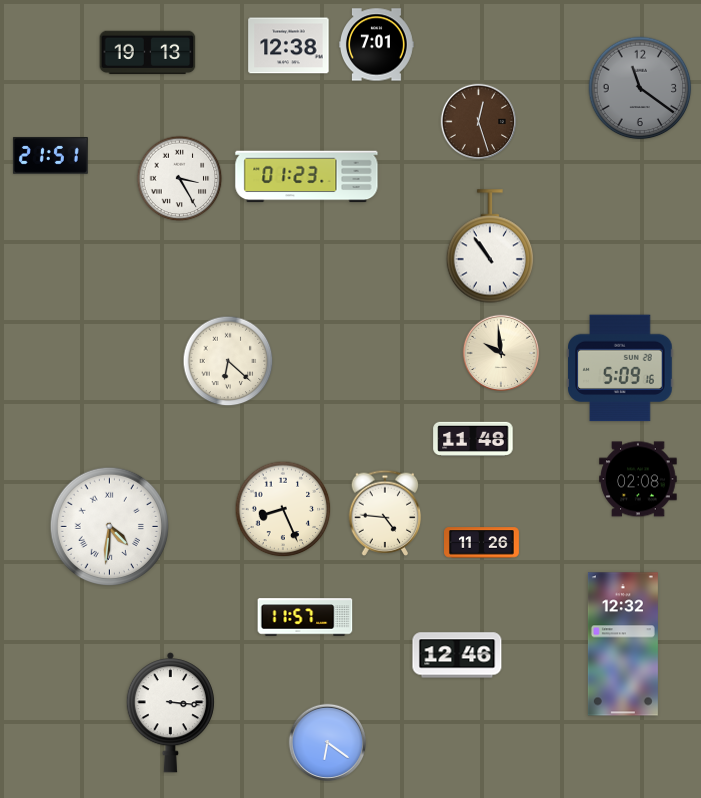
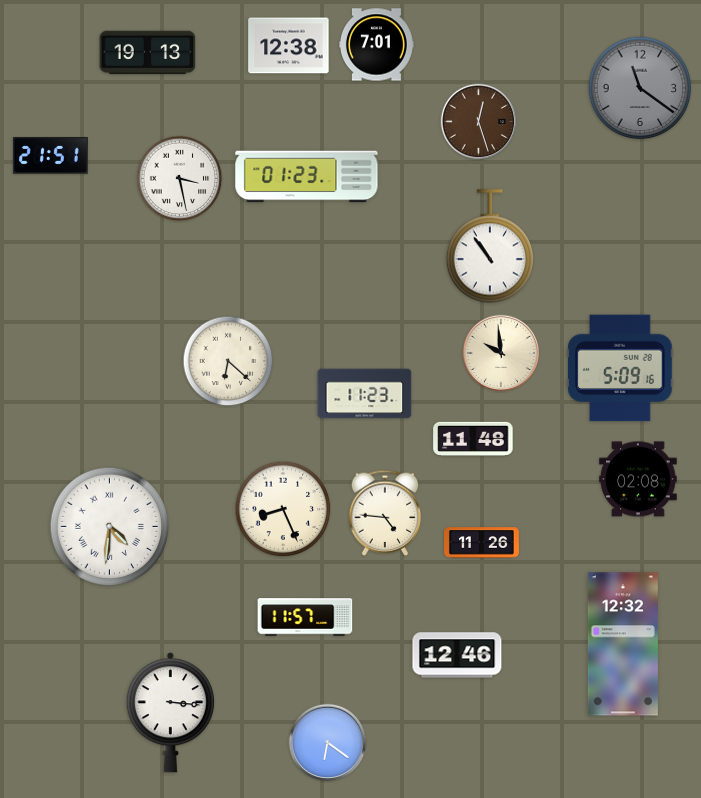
clock at (180, 179): 3:25 -> 3:28
clock at (365, 394): none -> 11:23
